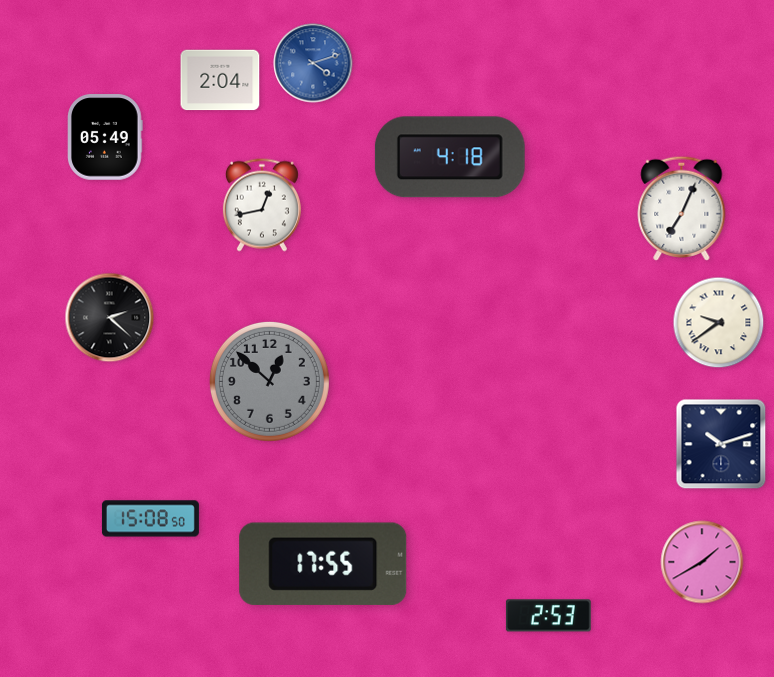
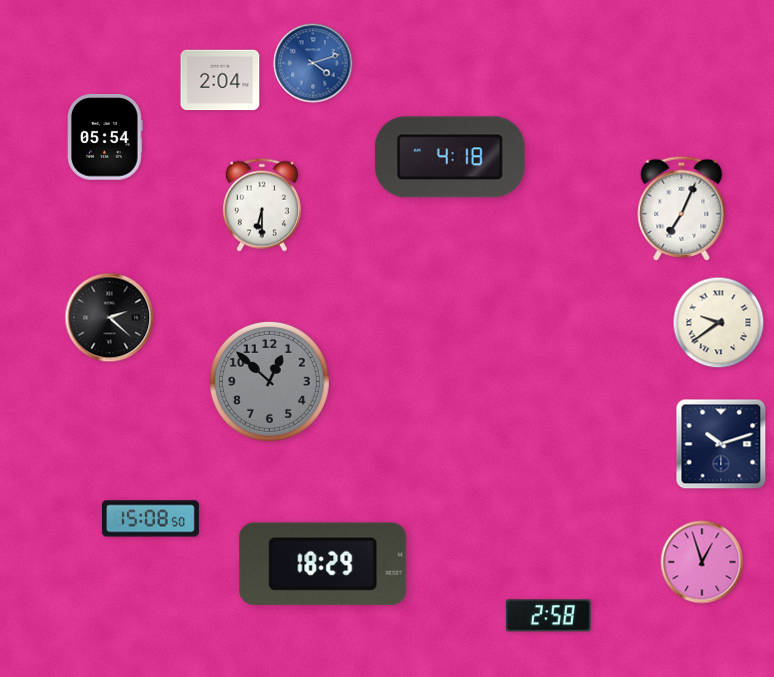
clock at (105, 137): 05:49 -> 05:54
clock at (262, 205): 12:43 -> 6:30
clock at (702, 562): 1:40 -> 12:57
clock at (323, 564): 17:55 -> 18:29
clock at (548, 616): 2:53 -> 2:58
